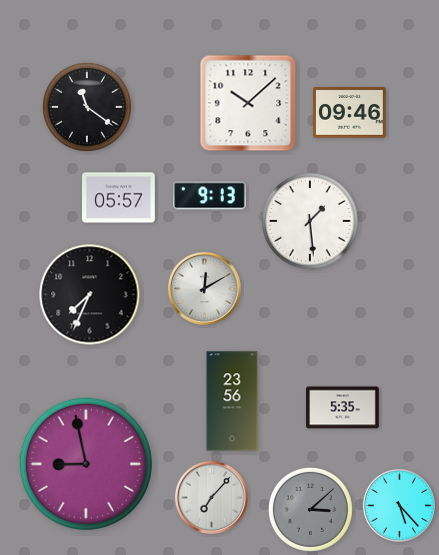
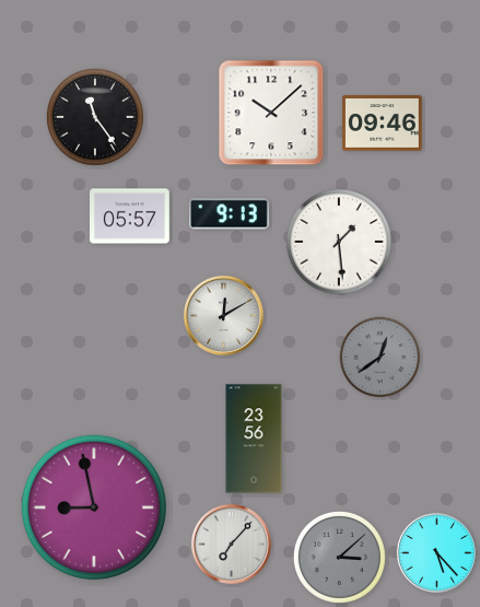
clock at (87, 107): 11:21 -> 11:24
clock at (90, 295): 7:34 -> none
clock at (381, 358): none -> 12:39
clock at (343, 408): 5:35 -> none
